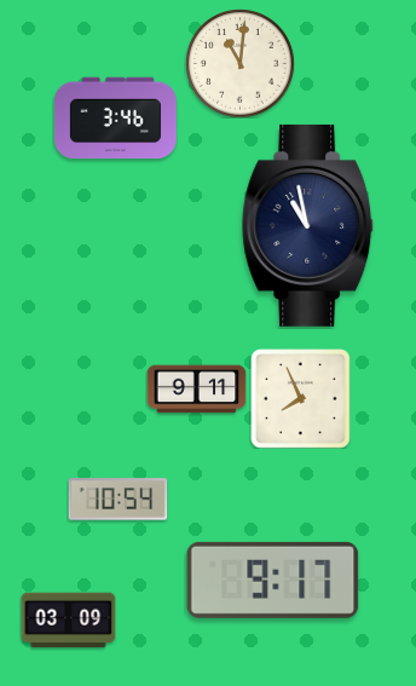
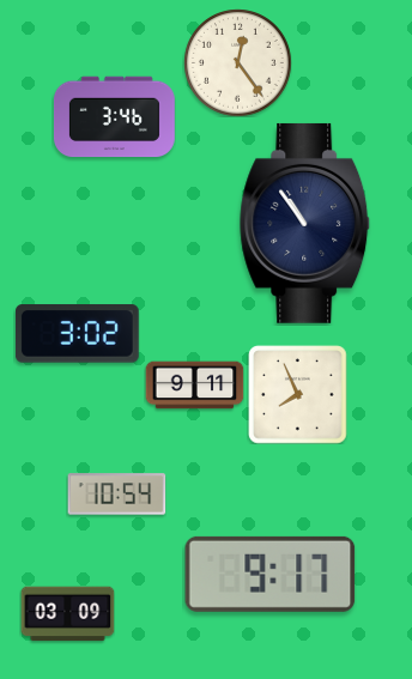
clock at (239, 63): 11:01 -> 12:24
clock at (308, 225): 10:58 -> 10:54
clock at (77, 334): none -> 3:02
